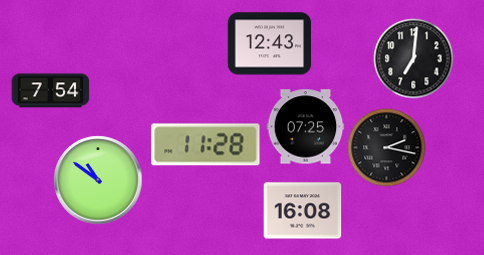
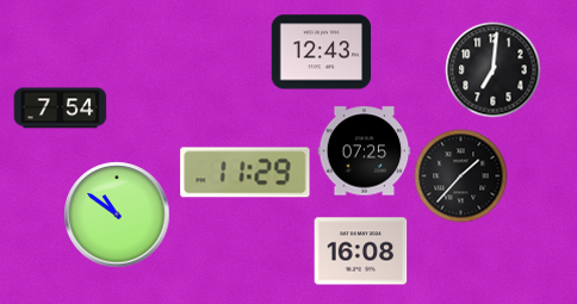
clock at (206, 145): 11:28 -> 11:29
clock at (386, 147): 2:17 -> 1:37
